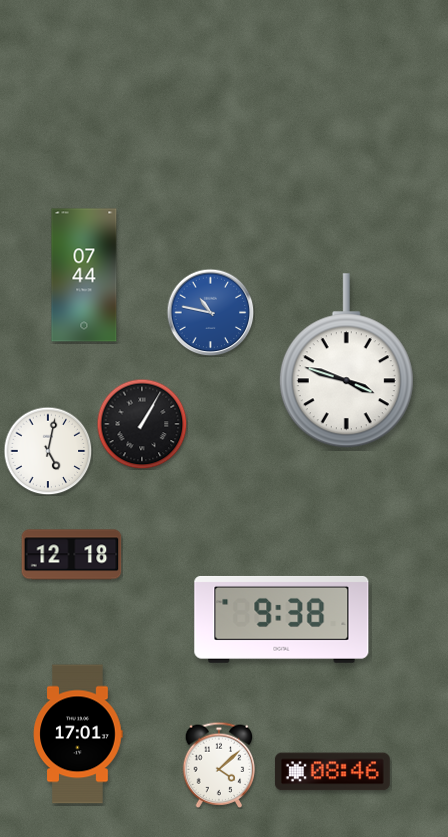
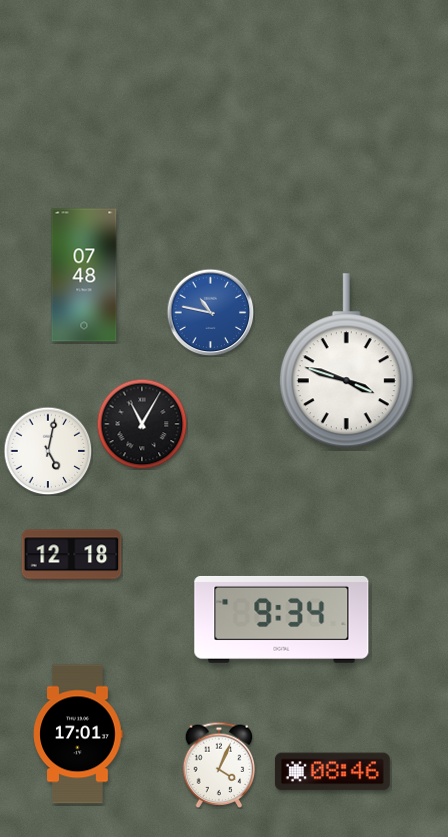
clock at (84, 275): 07:44 -> 07:48
clock at (142, 424): 1:05 -> 11:05
clock at (282, 619): 9:38 -> 9:34
clock at (219, 765): 4:08 -> 4:04
